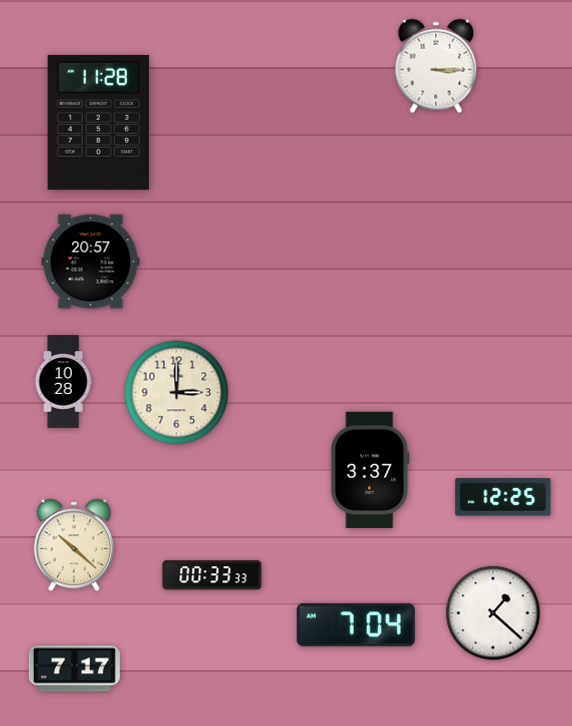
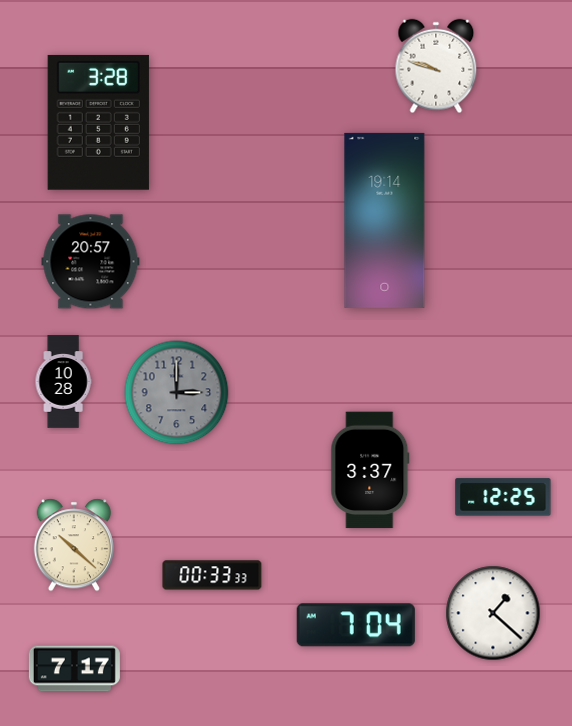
clock at (436, 66): 3:15 -> 9:48
clock at (98, 122): 11:28 -> 3:28
clock at (385, 220): none -> 19:14
clock at (177, 393) dial: cream -> grey
